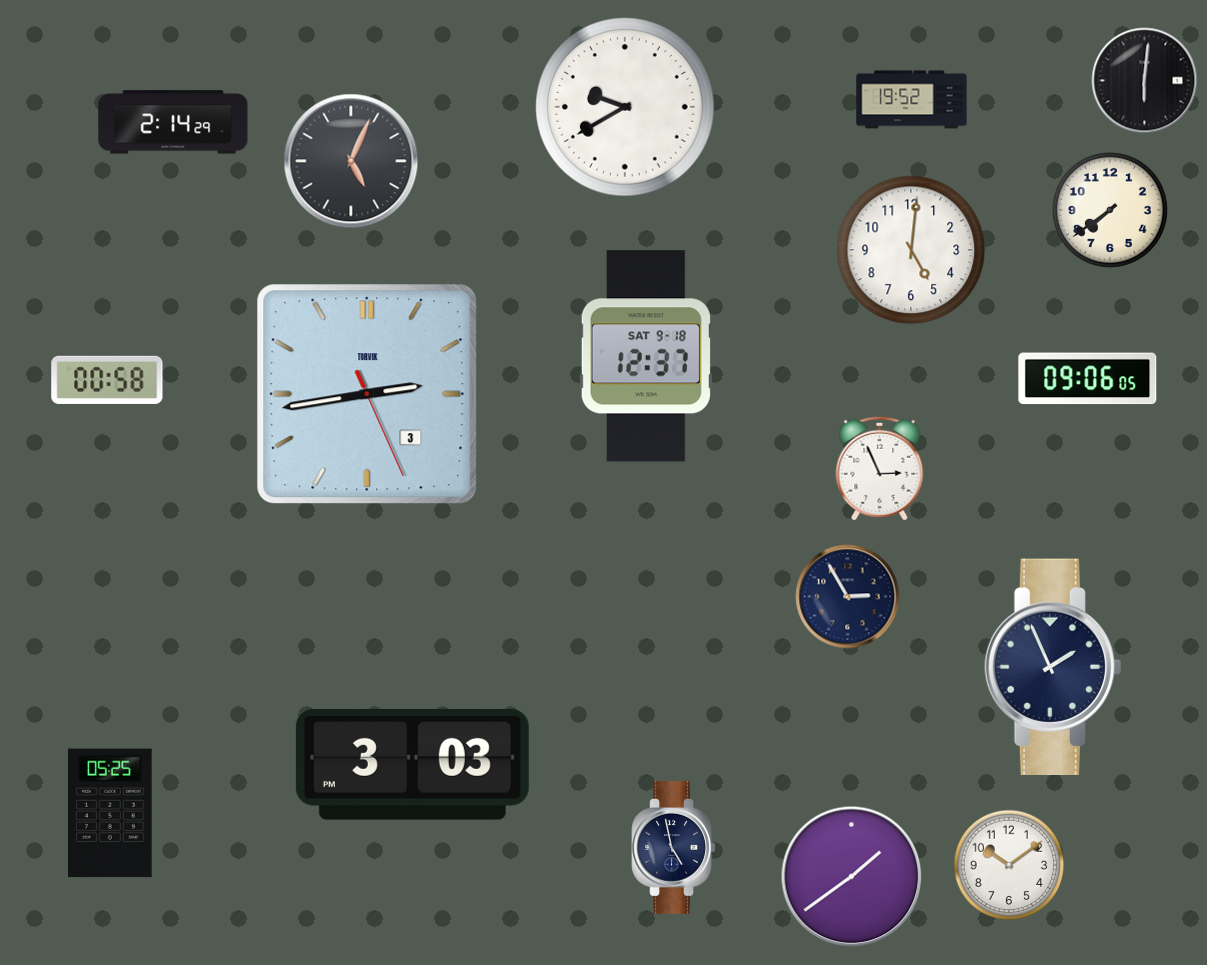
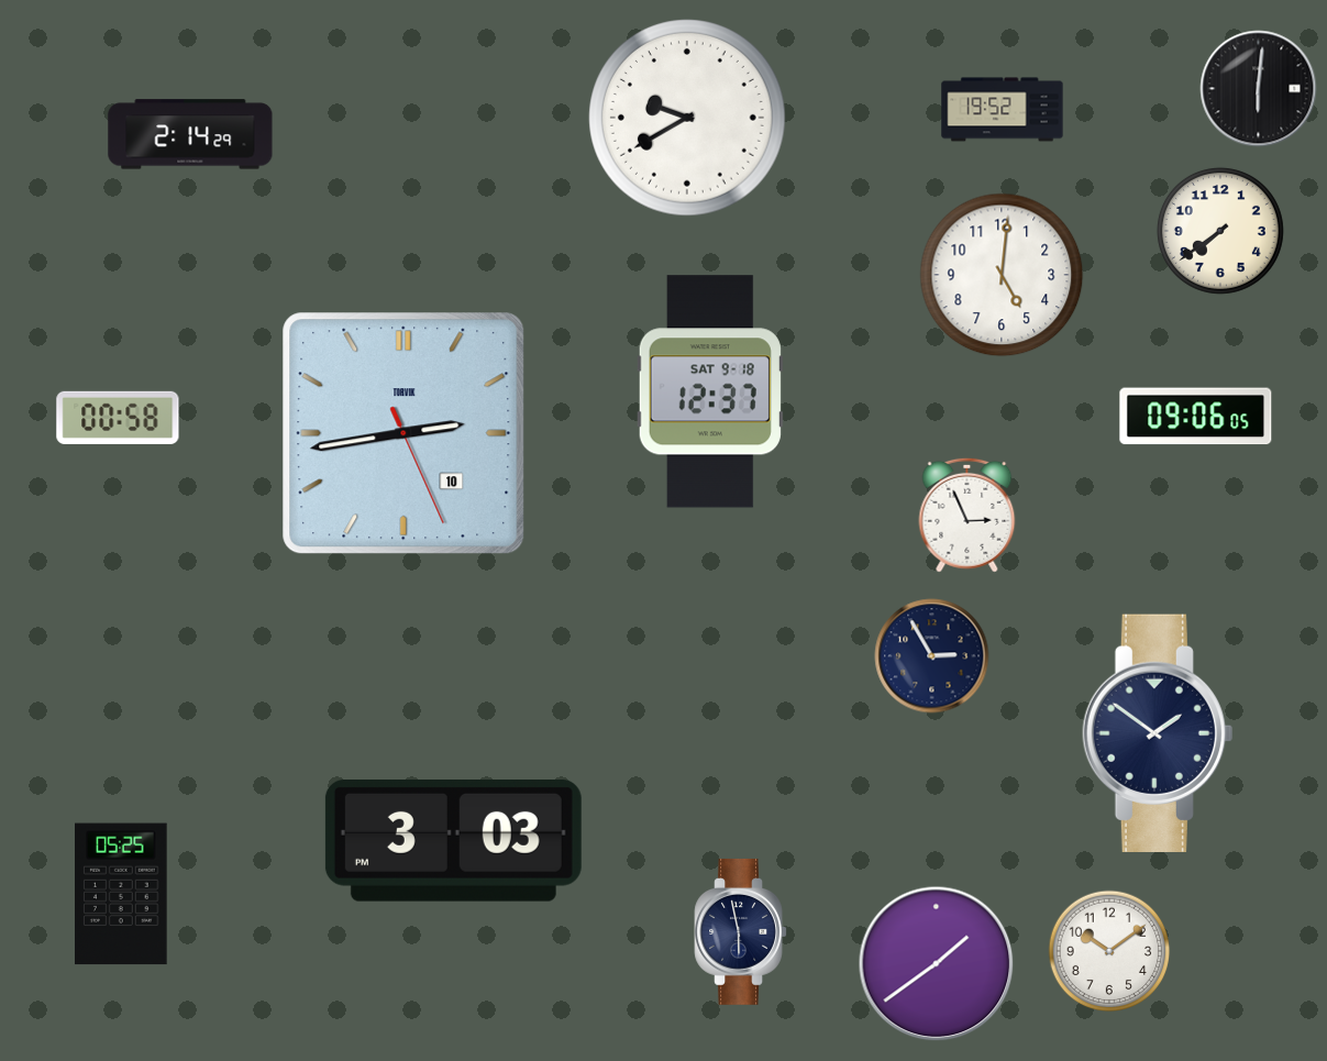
clock at (351, 161): 5:04 -> none
clock at (367, 394) date: 3 -> 10
clock at (1053, 666): 1:56 -> 1:51
clock at (673, 847): 4:58 -> 5:58
